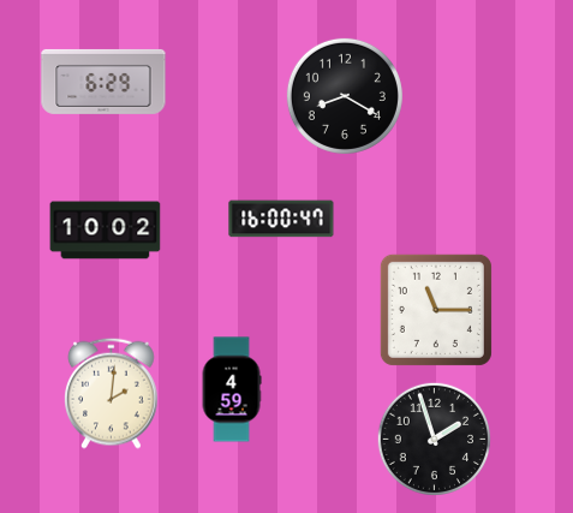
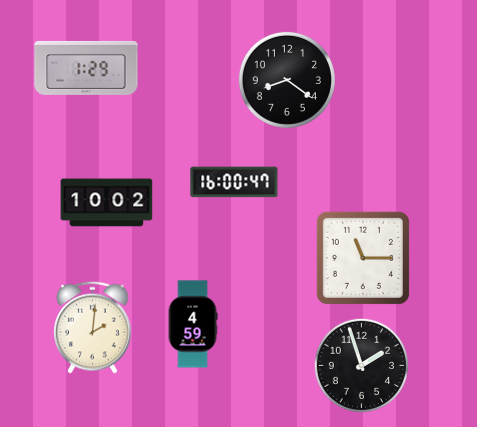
clock at (103, 82): 6:29 -> 1:29
clock at (345, 96): 8:20 -> 8:21
clock at (106, 231) position: (106, 231) -> (107, 203)
